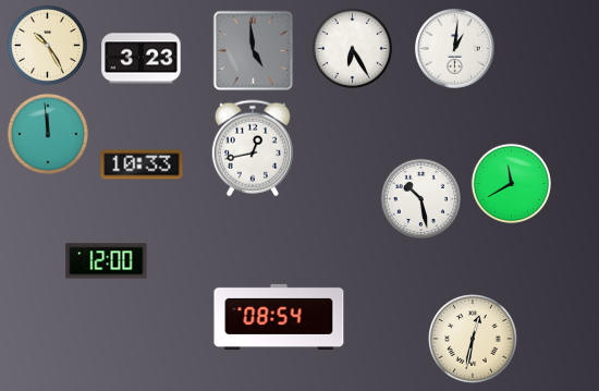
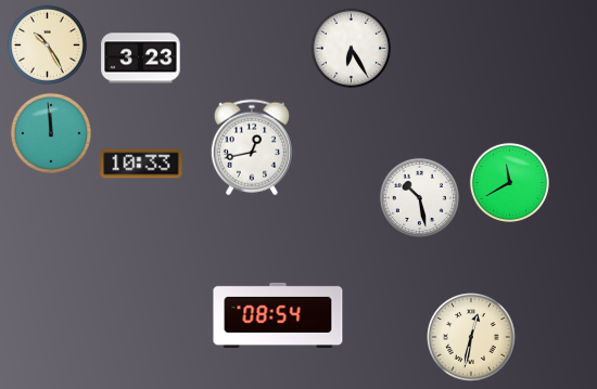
clock at (455, 49): 1:01 -> none
clock at (254, 51): 4:59 -> none
clock at (48, 134) position: (48, 134) -> (51, 133)
clock at (107, 261): 12:00 -> none
